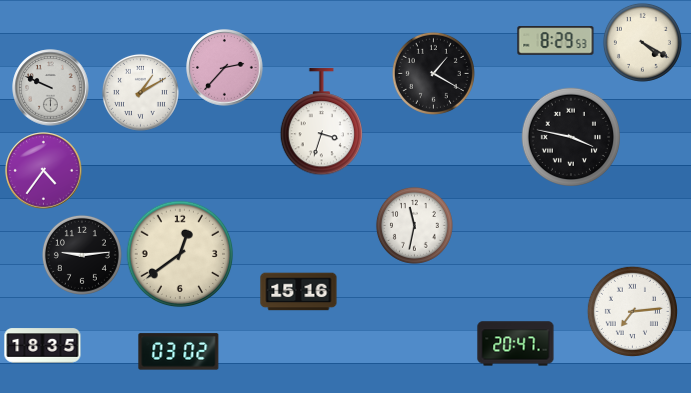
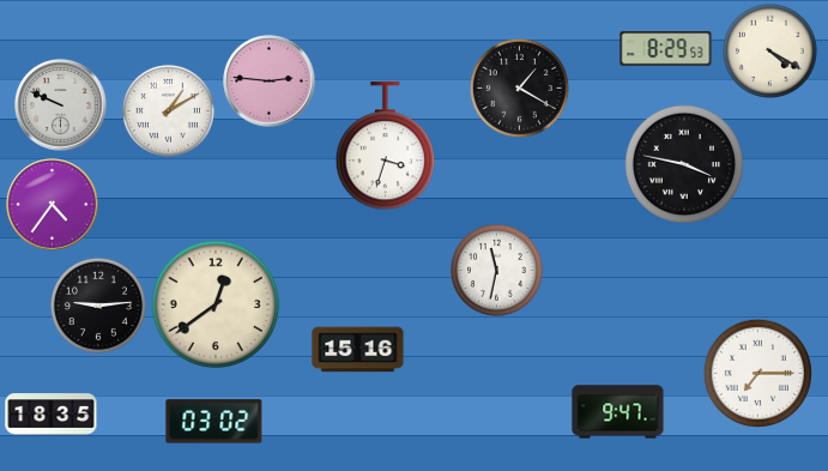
clock at (225, 68): 2:37 -> 2:46
clock at (632, 311): 7:14 -> 7:15
clock at (516, 344): 20:47 -> 9:47
